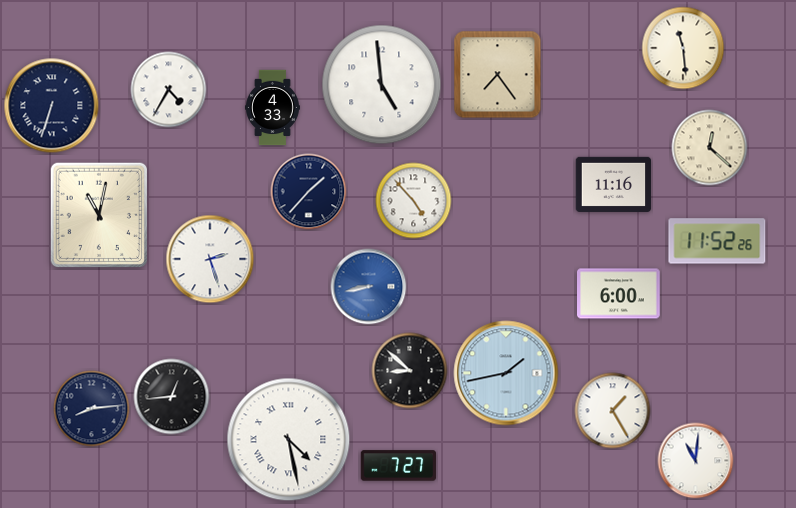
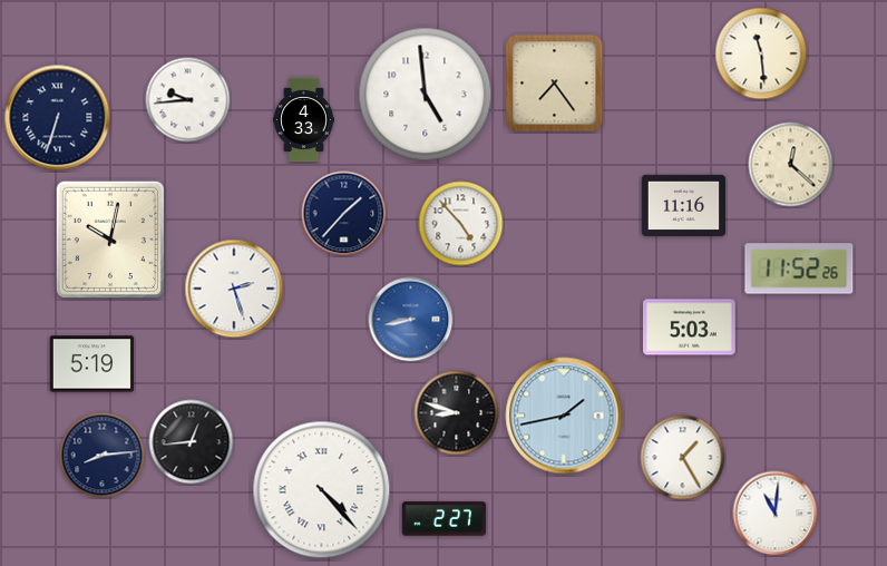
clock at (169, 90): 4:35 -> 9:44
clock at (98, 214): 11:02 -> 10:02
clock at (619, 294): 6:00 -> 5:03
clock at (92, 364): none -> 5:19
clock at (410, 371): 8:52 -> 8:48
clock at (289, 440): 4:28 -> 4:23
clock at (399, 466): 7:27 -> 2:27
